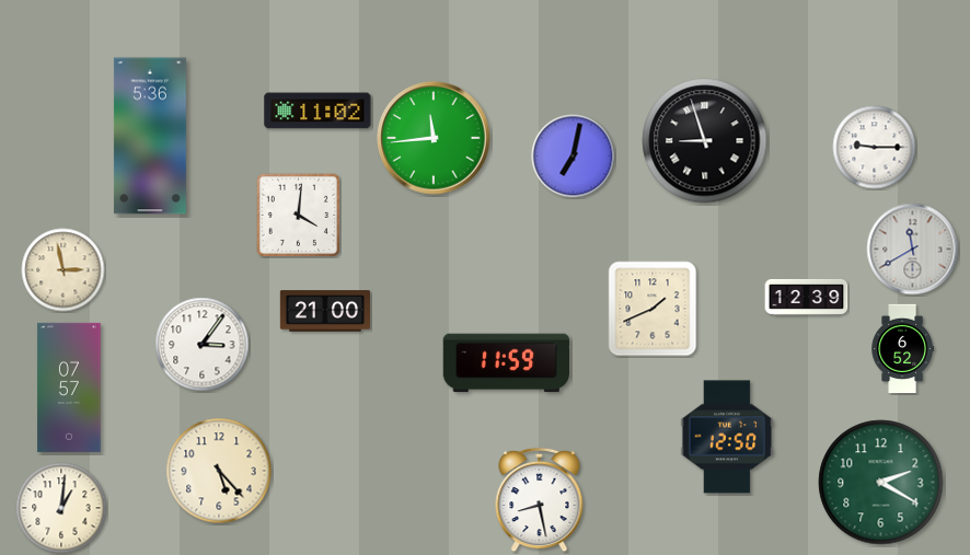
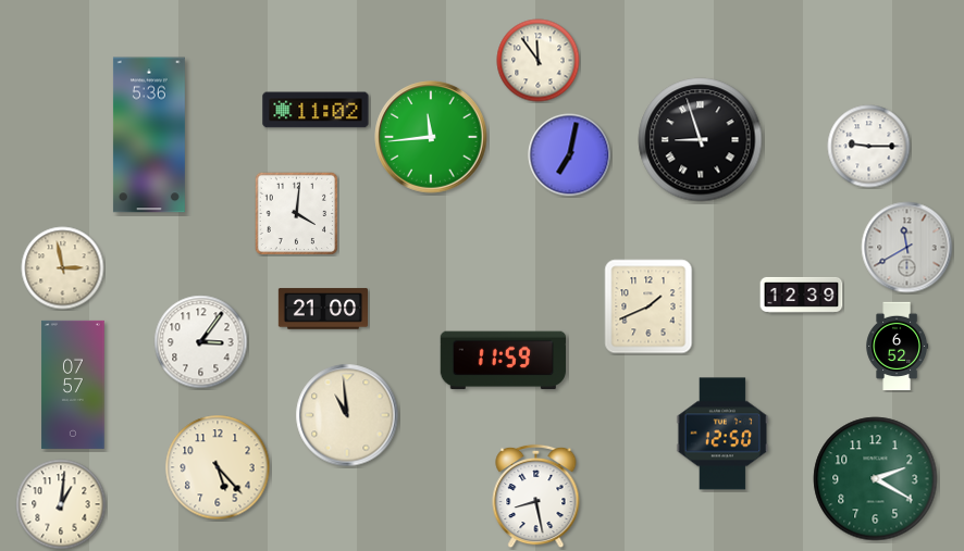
clock at (539, 61): none -> 11:54
clock at (69, 388) position: (69, 388) -> (73, 385)
clock at (347, 415): none -> 10:59
